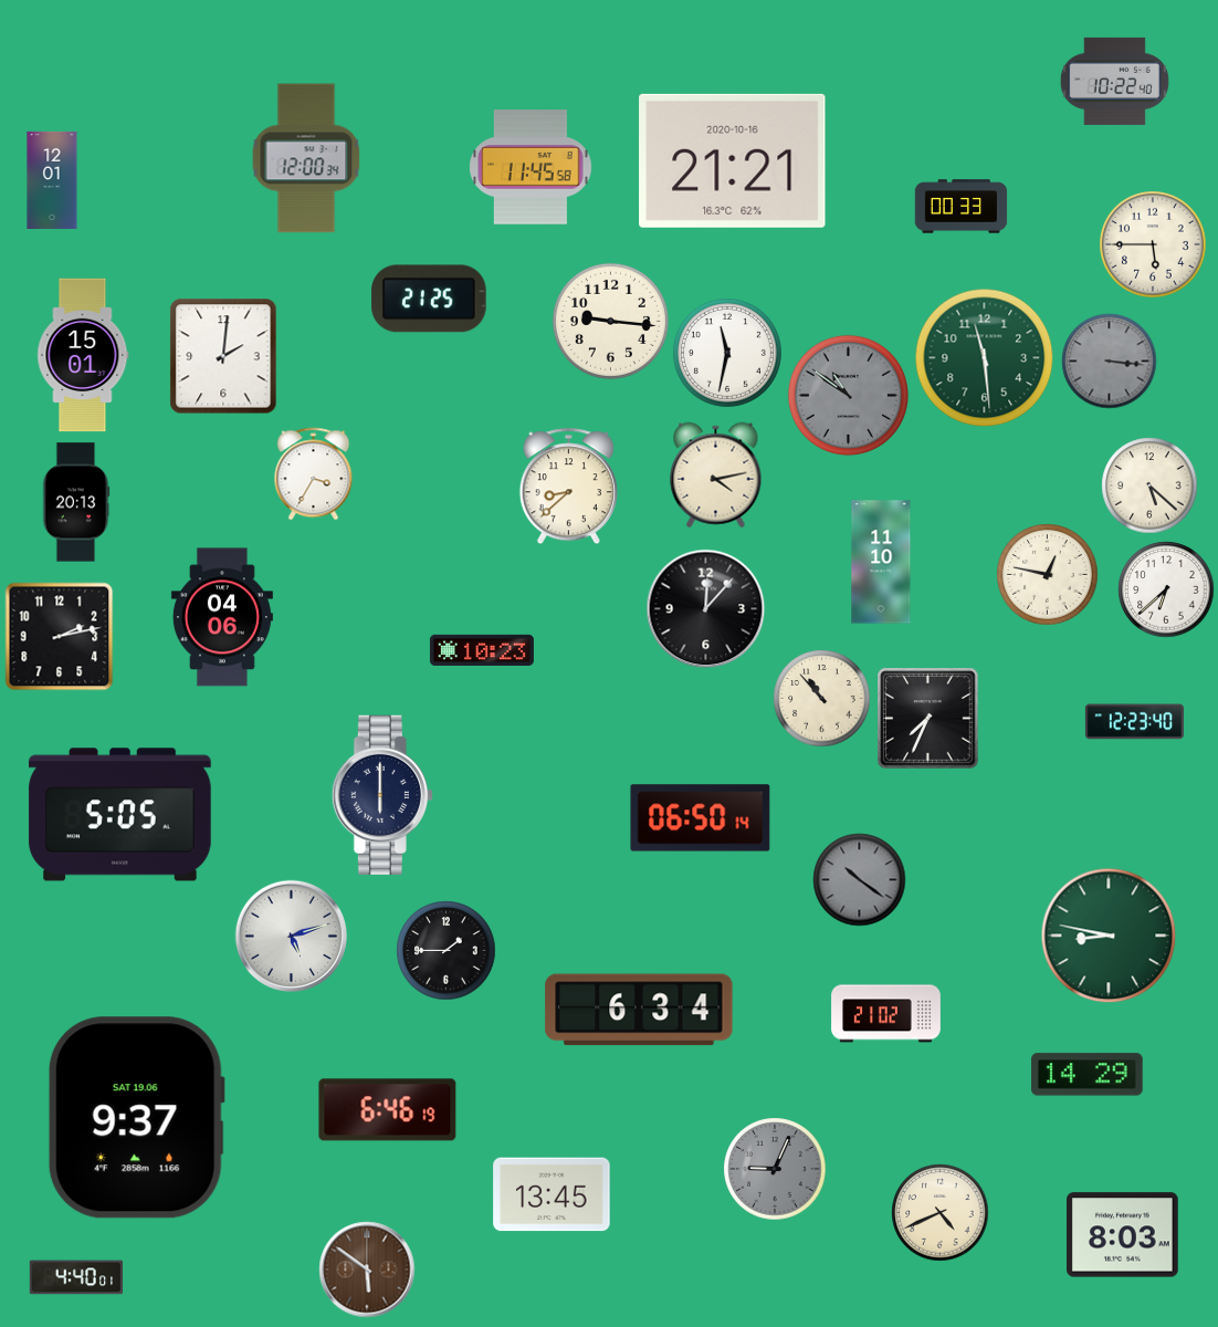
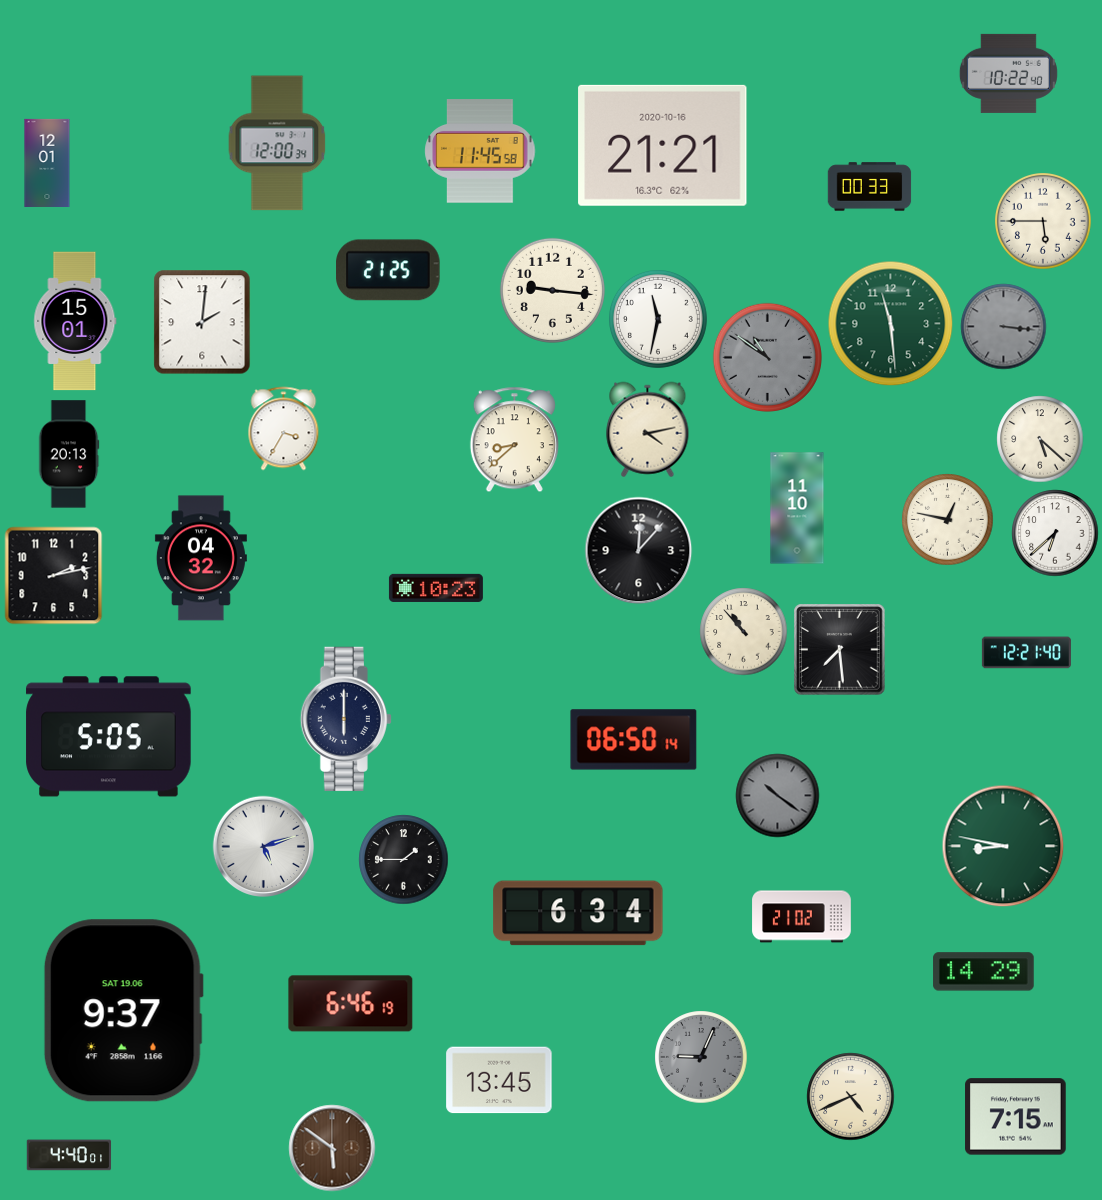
clock at (222, 617): 04:06 -> 04:32
clock at (927, 718): 7:34 -> 7:29
clock at (1134, 722): 12:23 -> 12:21
clock at (1123, 1235): 8:03 -> 7:15
